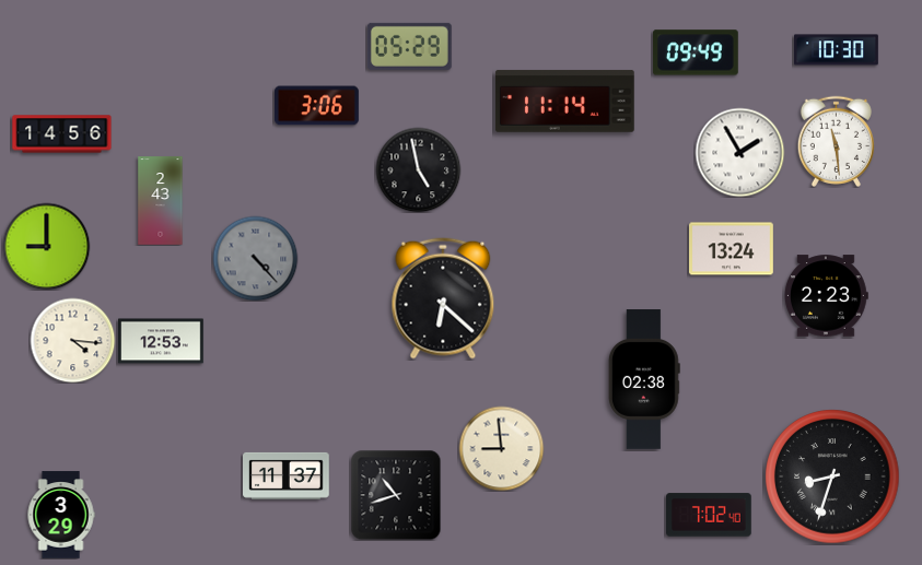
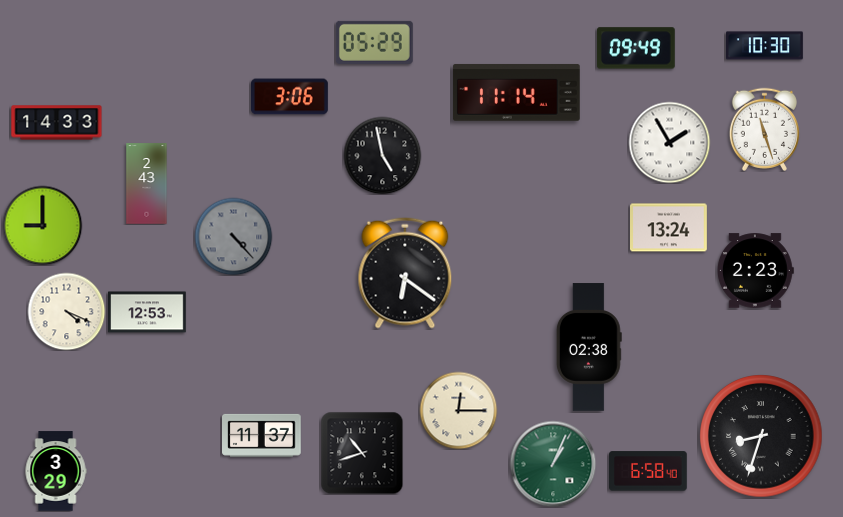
clock at (62, 134): 14:56 -> 14:33
clock at (836, 141): 11:29 -> 11:27
clock at (739, 152) position: (739, 152) -> (669, 142)
clock at (443, 298): 6:22 -> 6:21
clock at (72, 340): 4:16 -> 4:19
clock at (501, 448): 8:59 -> 12:15
clock at (553, 464): none -> 1:04
clock at (710, 515): 7:02 -> 6:58
